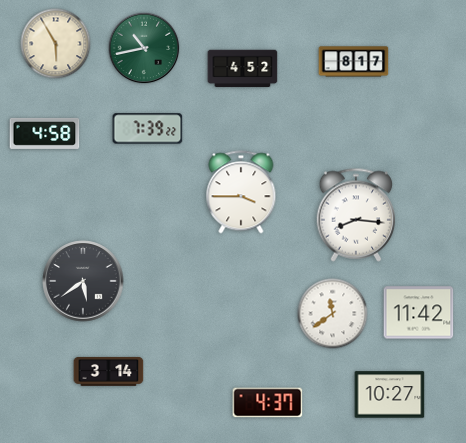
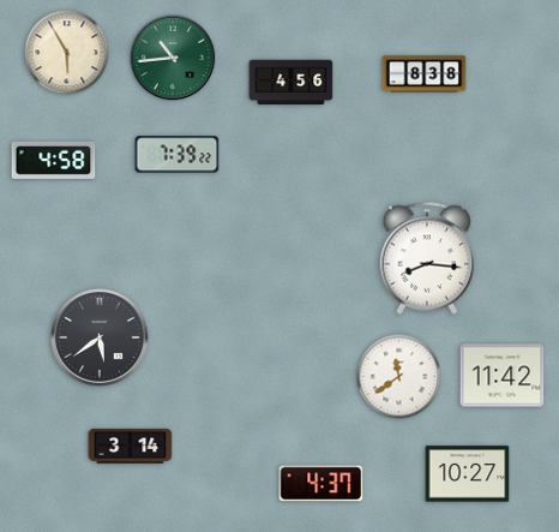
clock at (144, 48): 10:43 -> 10:44
clock at (354, 62): 8:17 -> 8:38
clock at (243, 69): 4:52 -> 4:56
clock at (241, 192): 3:45 -> none
